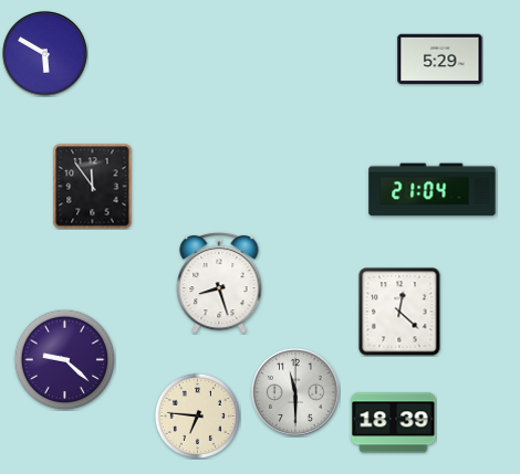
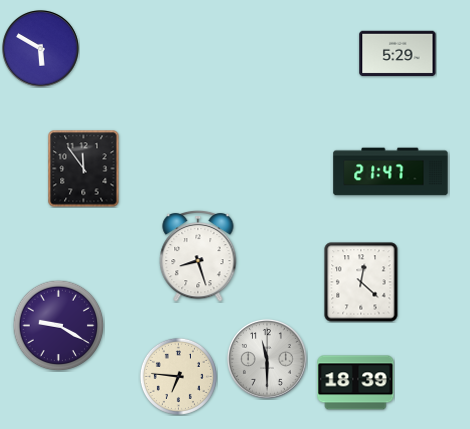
clock at (433, 190): 21:04 -> 21:47
clock at (64, 359): 9:22 -> 9:20
clock at (295, 392) position: (295, 392) -> (267, 359)
